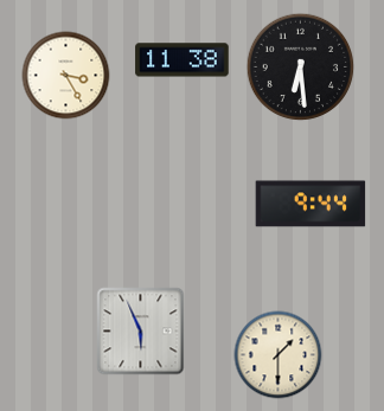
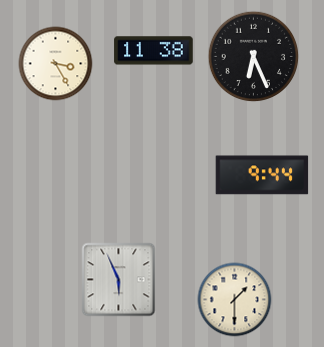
clock at (301, 68): 6:29 -> 6:26
clock at (311, 204) position: (311, 204) -> (262, 175)
